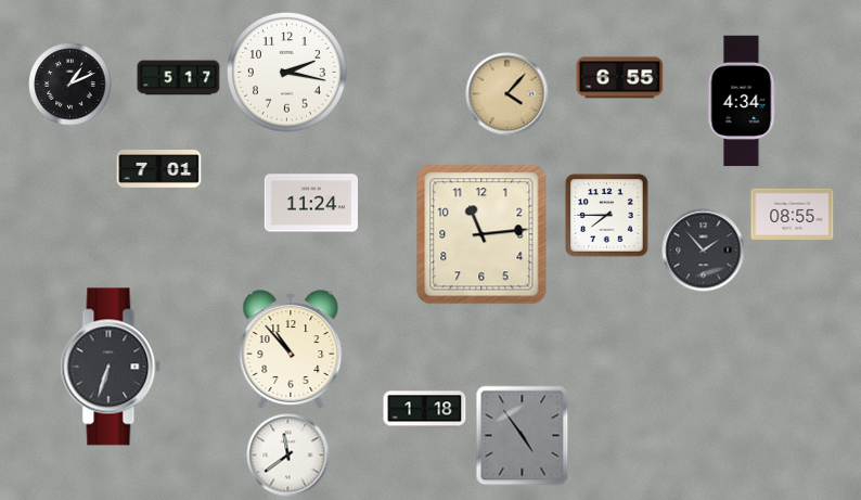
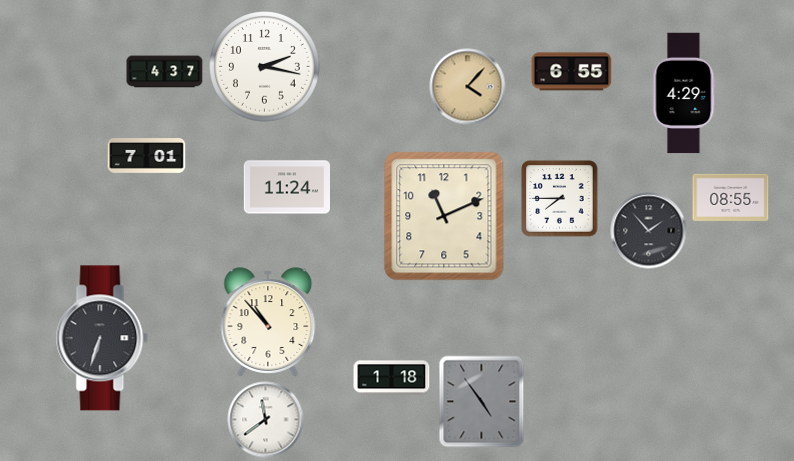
clock at (179, 78): 5:17 -> 4:37
clock at (70, 85): 1:11 -> none
clock at (742, 101): 4:34 -> 4:29
clock at (481, 234): 11:14 -> 11:11
